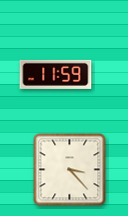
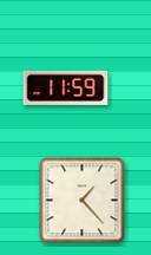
clock at (70, 170): 3:23 -> 1:23
